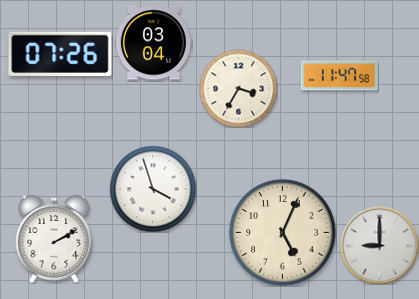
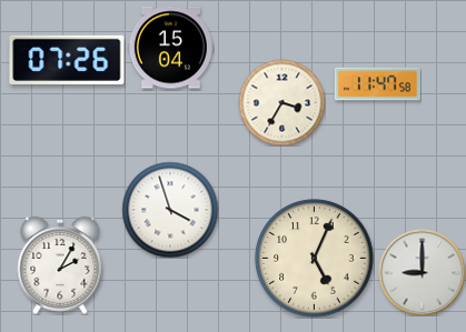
clock at (153, 43): 03:04 -> 15:04
clock at (238, 88) position: (238, 88) -> (281, 102)
clock at (54, 239): 2:10 -> 2:05
